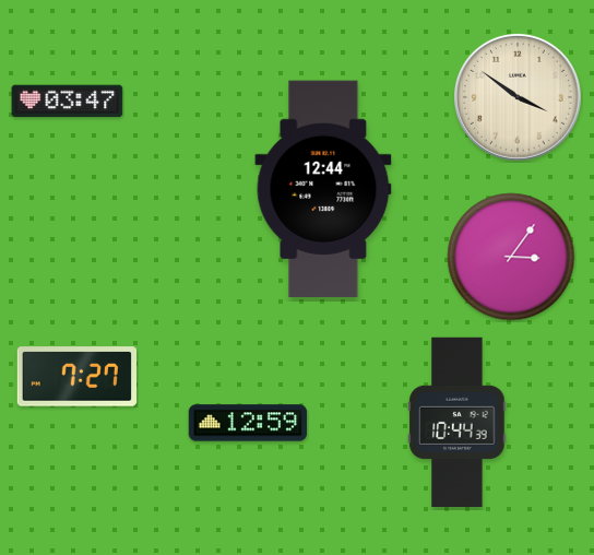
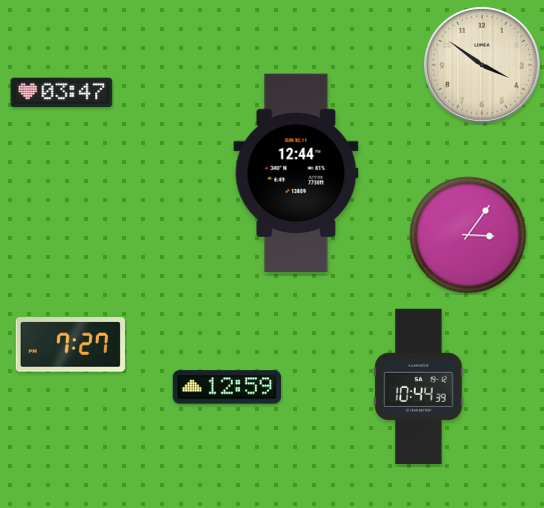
clock at (518, 97) position: (518, 97) -> (482, 65)
